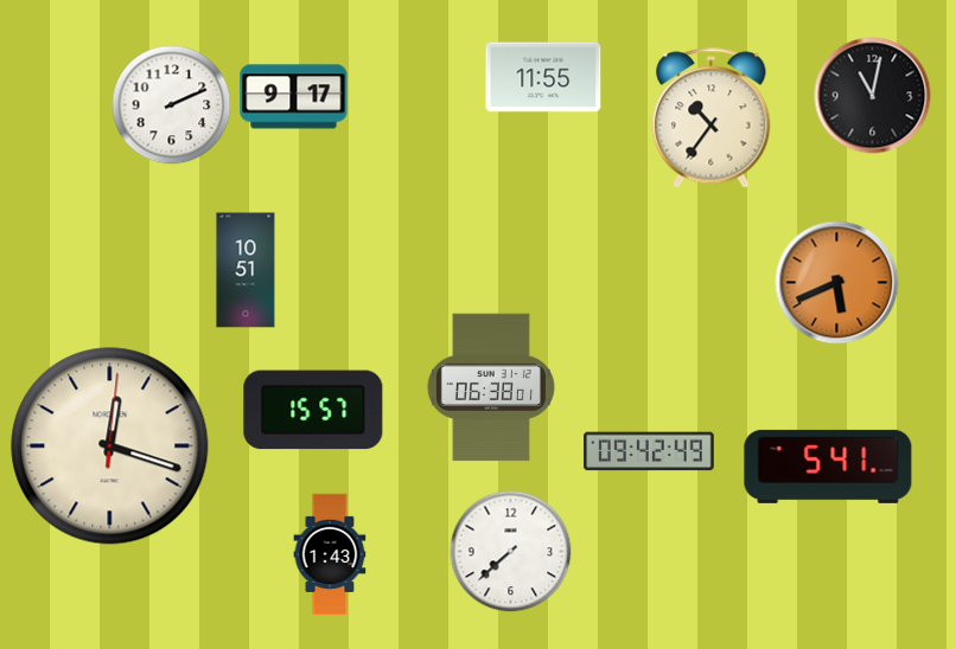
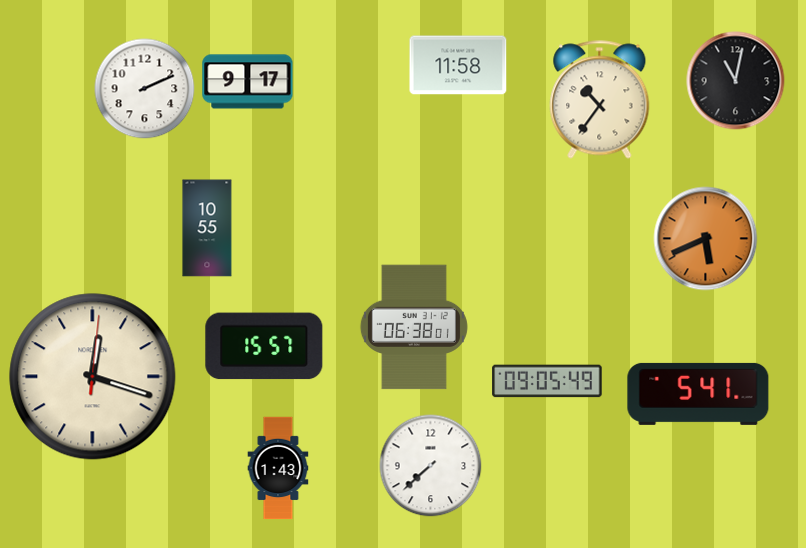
clock at (543, 77): 11:55 -> 11:58
clock at (246, 270): 10:51 -> 10:55
clock at (649, 451): 09:42 -> 09:05
